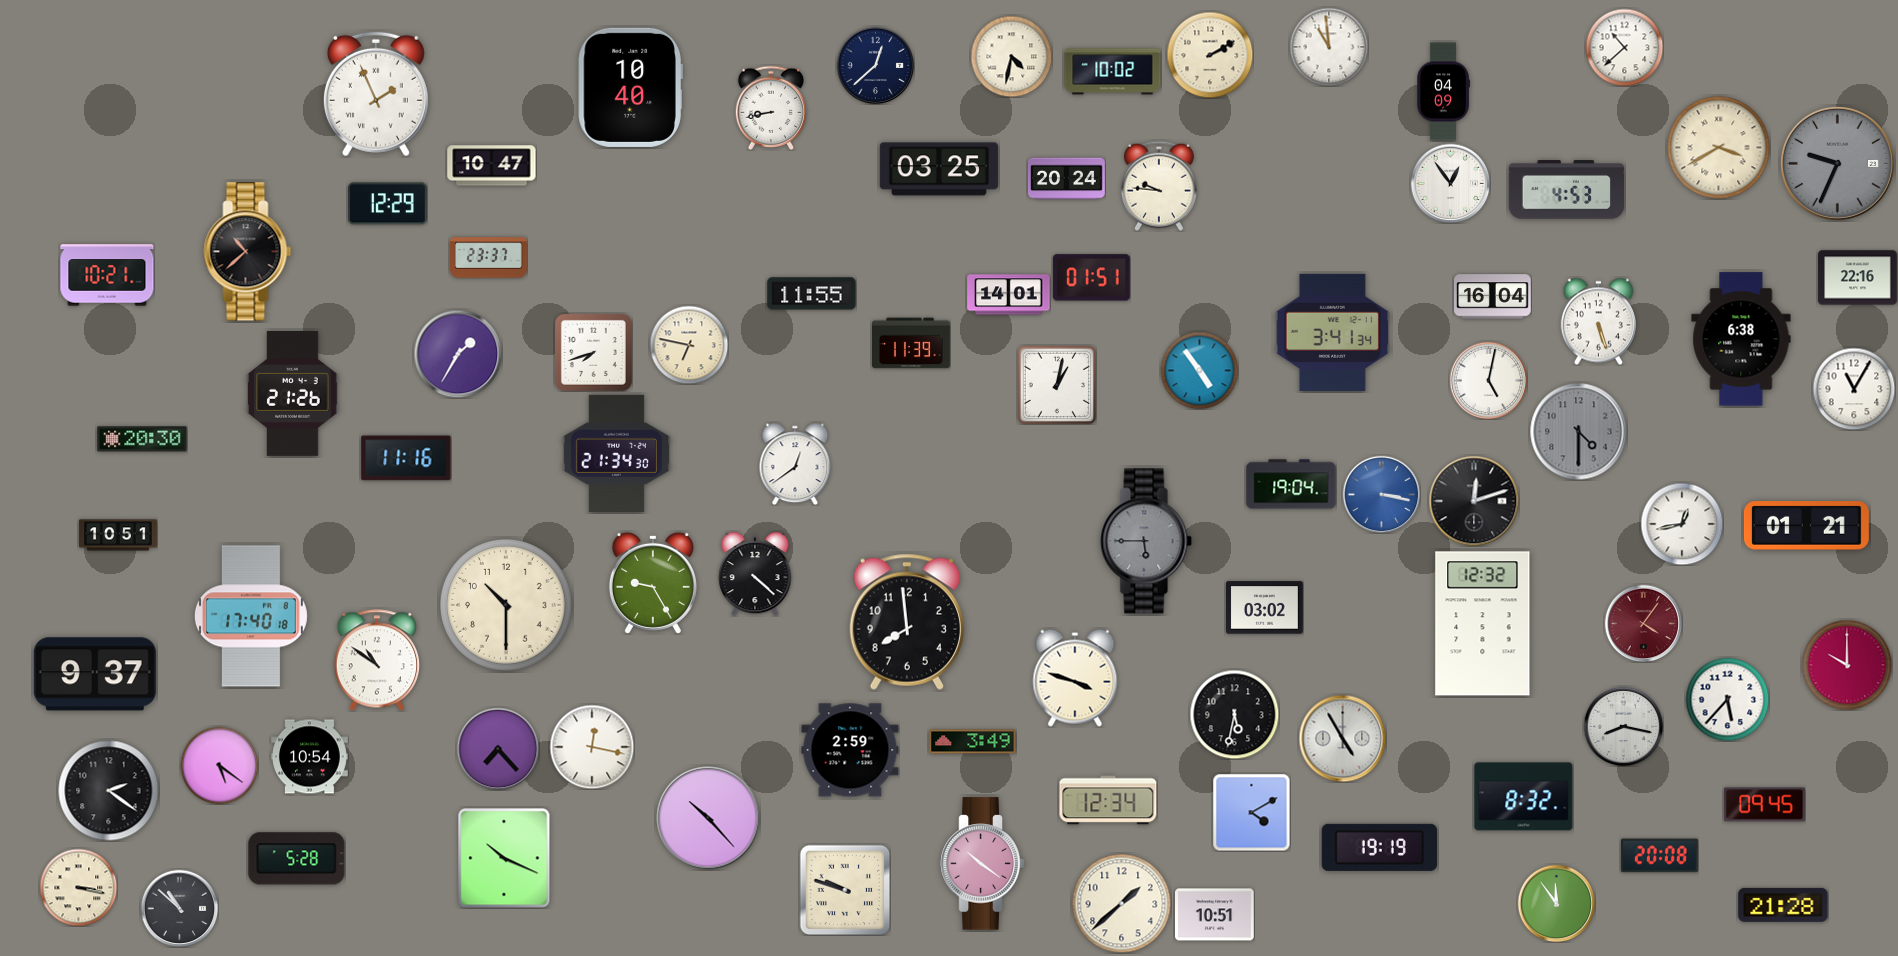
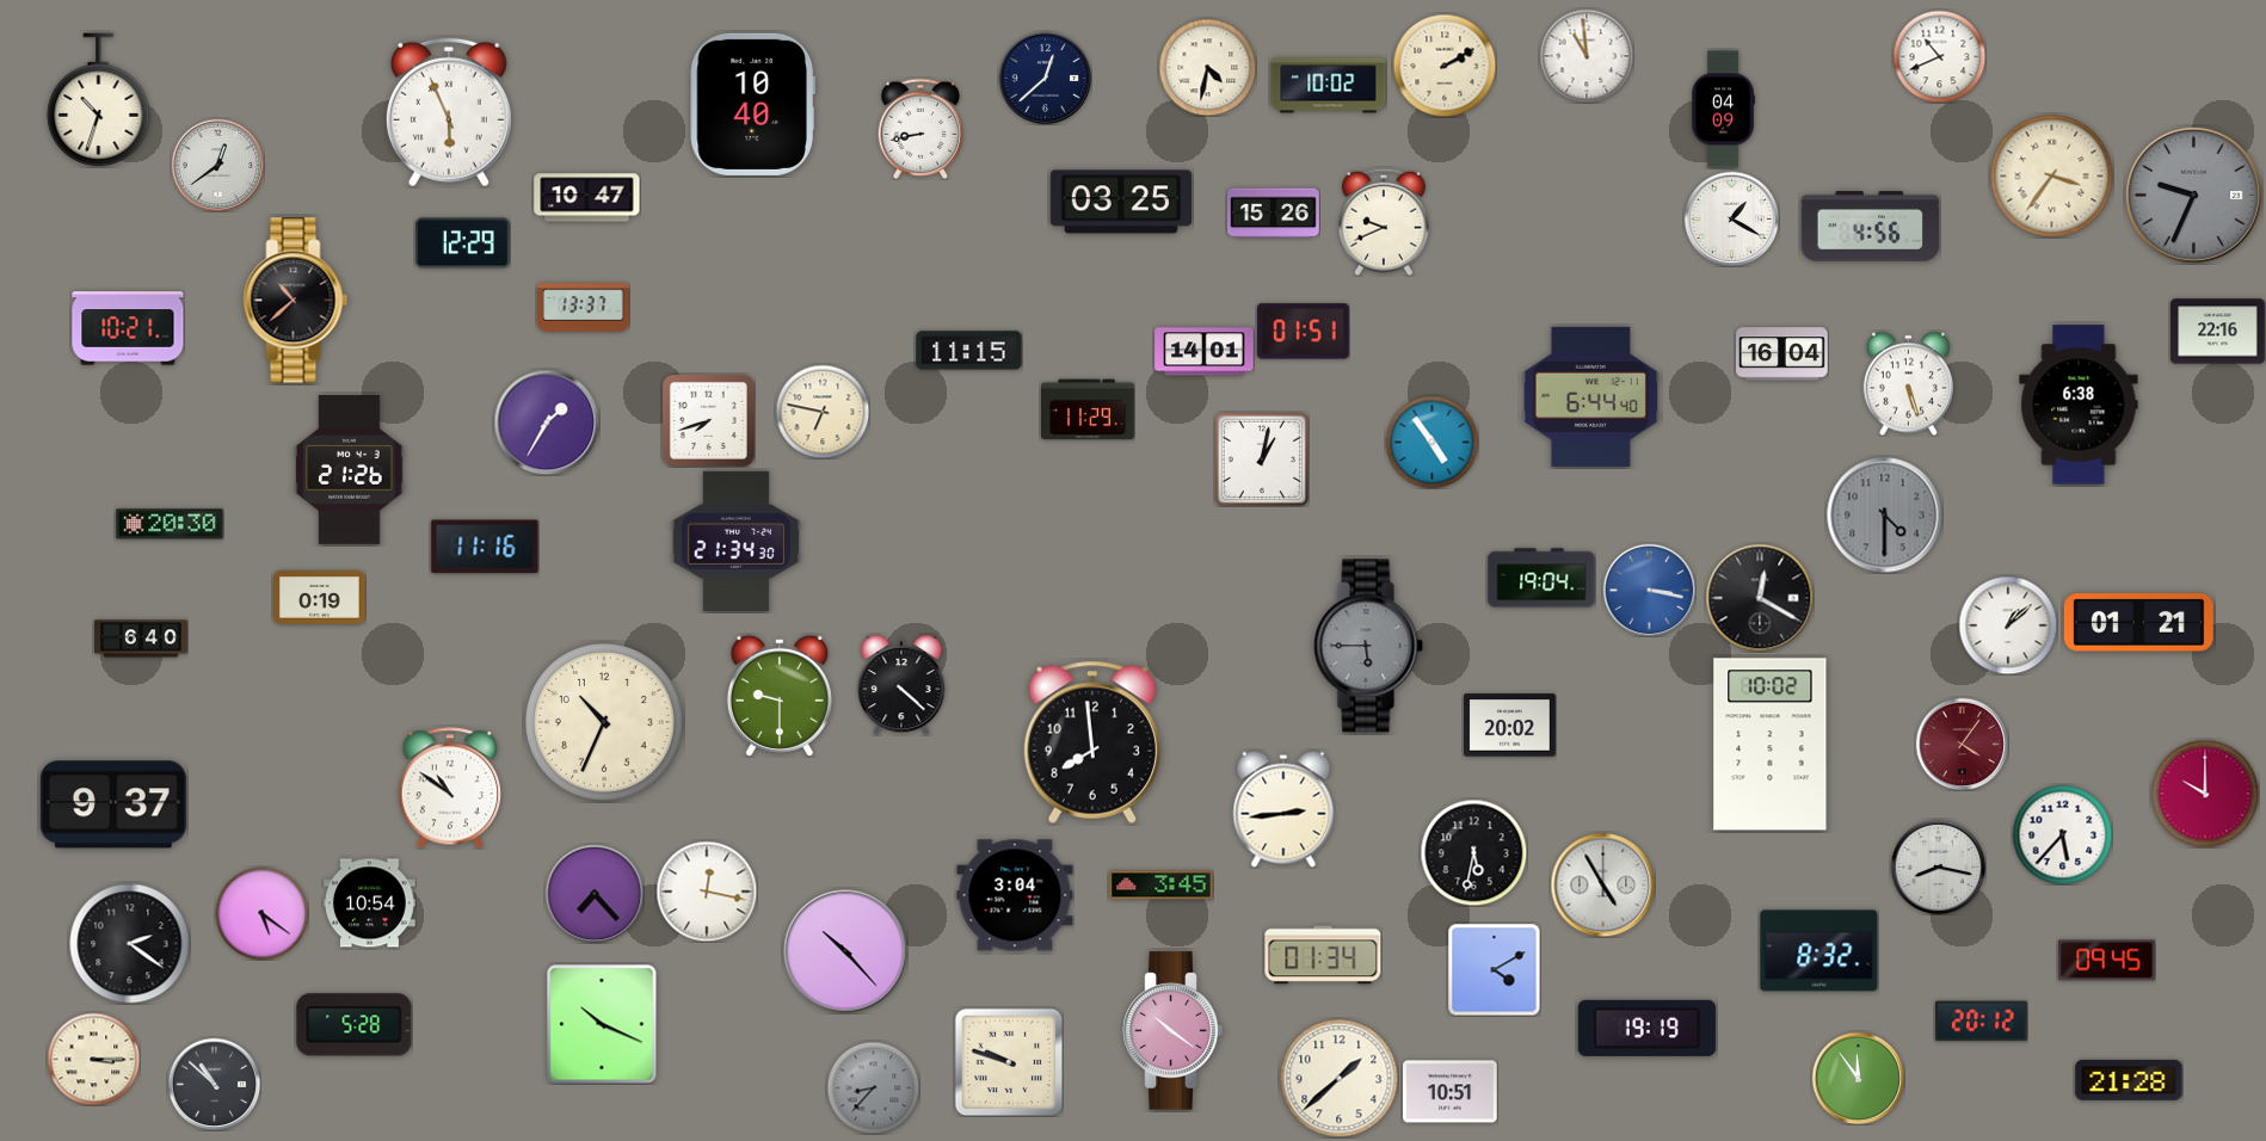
clock at (1624, 47): 10:38 -> 10:41
clock at (99, 99): none -> 10:33
clock at (376, 94): 1:56 -> 5:56
clock at (217, 165): none -> 12:39
clock at (1719, 148): 3:40 -> 3:36
clock at (1067, 179): 20:24 -> 15:26
clock at (1450, 183): 12:54 -> 1:20
clock at (1159, 186): 9:46 -> 9:41
clock at (1566, 190): 4:53 -> 4:56
clock at (489, 258): 23:37 -> 13:37
clock at (812, 294): 11:55 -> 11:15
clock at (1332, 332): 3:41 -> 6:44
clock at (911, 343): 11:39 -> 11:29
clock at (1488, 380): 5:02 -> none
clock at (1854, 389): 11:05 -> none
clock at (795, 464): 12:39 -> none
clock at (320, 598): none -> 0:19
clock at (1474, 501): 12:12 -> 12:20
clock at (1682, 524): 12:43 -> 1:08
clock at (1806, 526) position: (1806, 526) -> (2138, 623)
clock at (118, 535): 10:51 -> 6:40
clock at (653, 583): 9:25 -> 9:30
clock at (506, 605): 10:30 -> 10:34
clock at (1265, 608): 03:02 -> 20:02
clock at (251, 616): 17:40 -> none
clock at (906, 622) position: (906, 622) -> (1091, 742)
clock at (1483, 624): 12:32 -> 10:02
clock at (1075, 678): 3:48 -> 2:44
clock at (1342, 738) position: (1342, 738) -> (1602, 884)
clock at (973, 742): 3:49 -> 3:45
clock at (850, 750): 2:59 -> 3:04
clock at (1108, 800): 12:34 -> 01:34
clock at (708, 818) position: (708, 818) -> (845, 951)
clock at (1379, 847) position: (1379, 847) -> (1646, 1028)
clock at (1659, 856): 20:08 -> 20:12
clock at (78, 887): 3:17 -> 3:15
clock at (873, 1087): none -> 8:37
